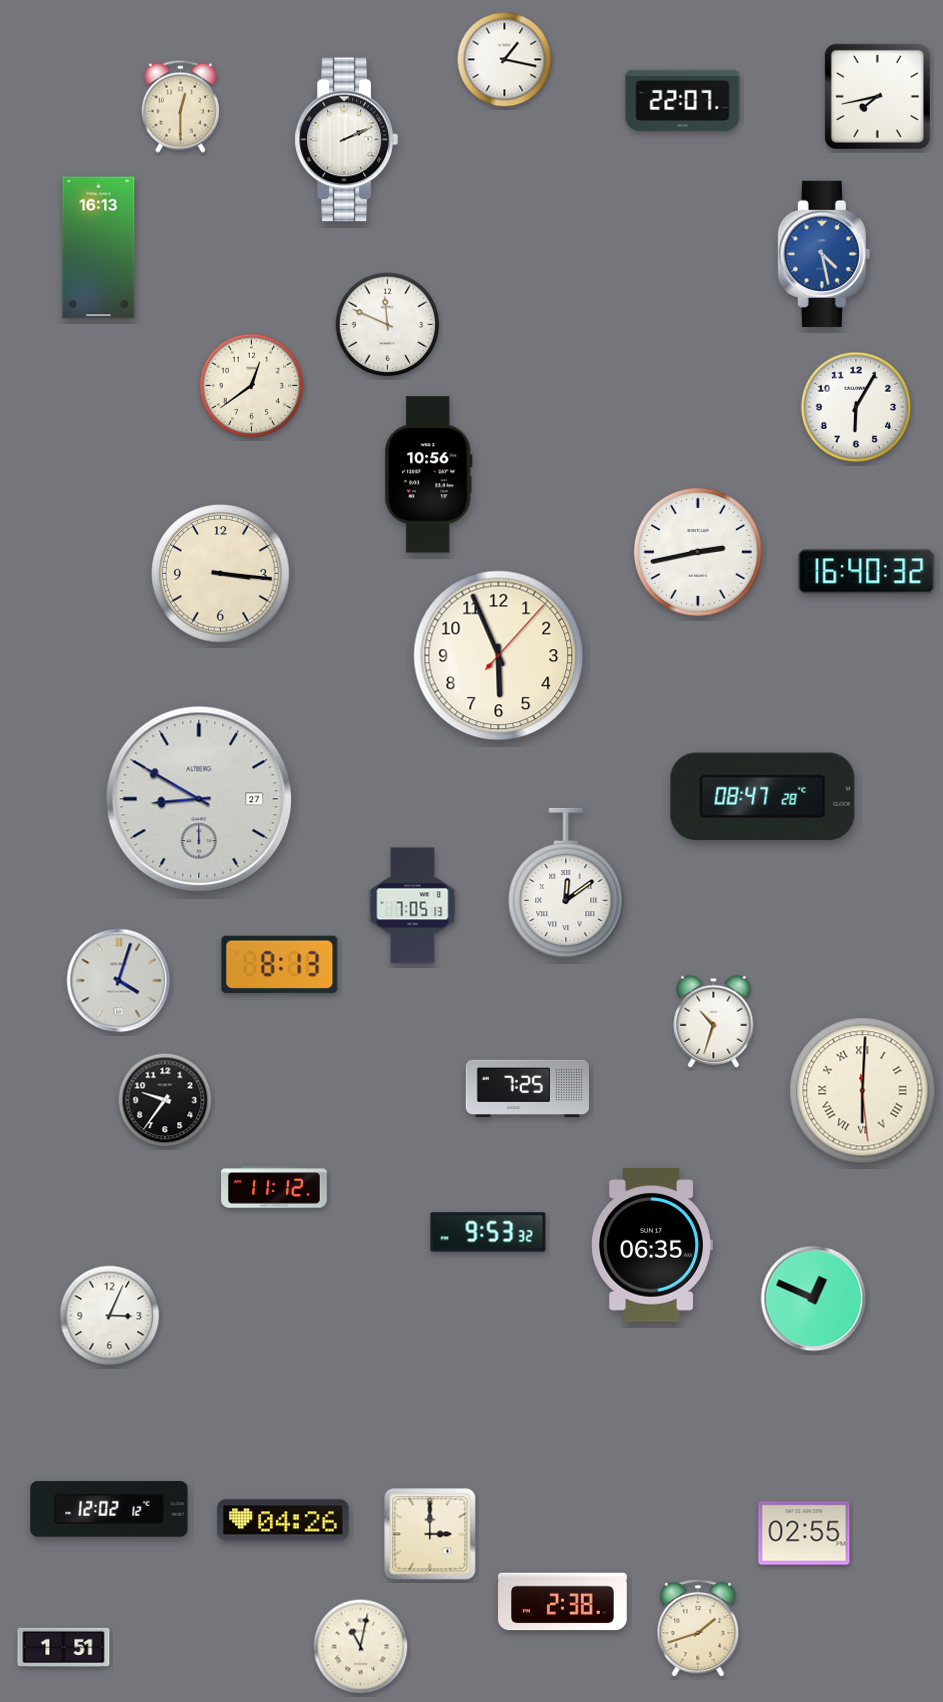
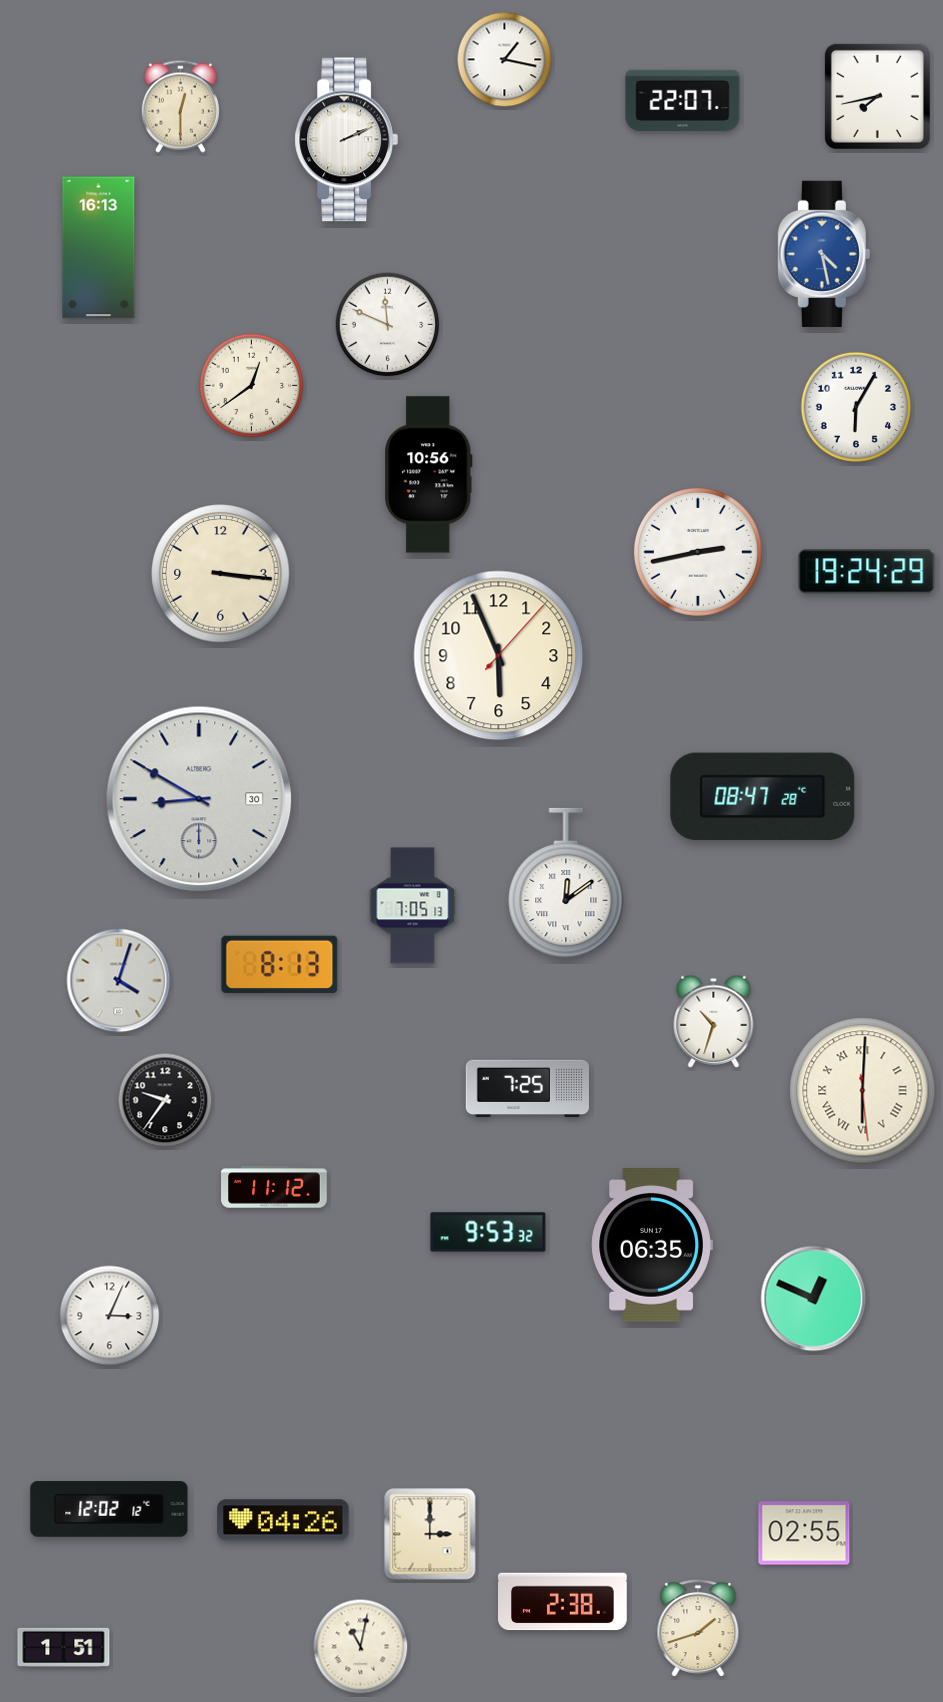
clock at (867, 572): 16:40 -> 19:24
clock at (199, 799) date: 27 -> 30
